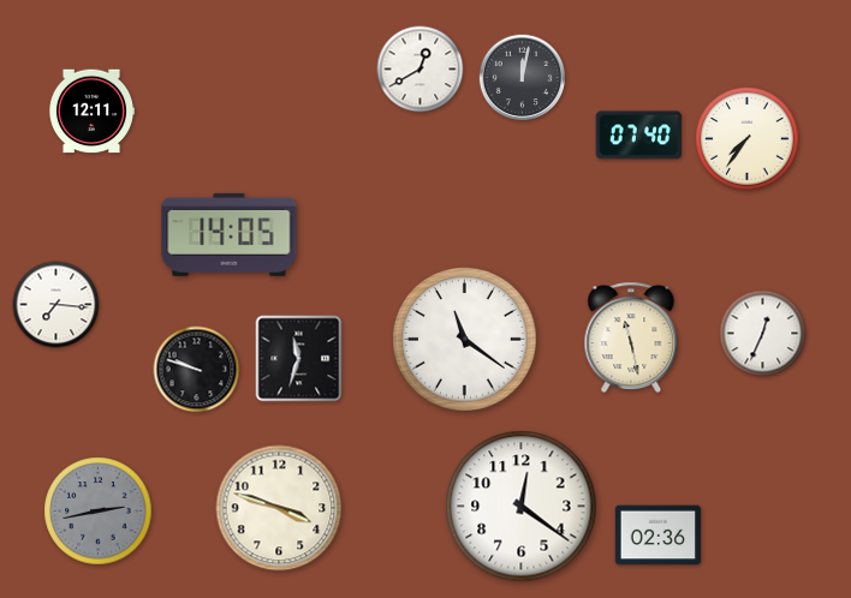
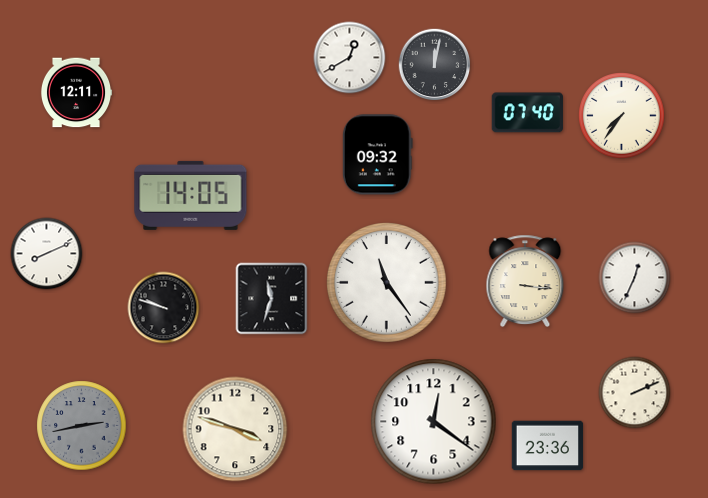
clock at (638, 136) position: (638, 136) -> (527, 113)
clock at (377, 155): none -> 09:32
clock at (56, 305): 7:16 -> 8:11
clock at (631, 337): 11:28 -> 3:16
clock at (465, 340): 11:21 -> 11:24
clock at (299, 359) position: (299, 359) -> (272, 299)
clock at (635, 393): none -> 2:11
clock at (279, 508) position: (279, 508) -> (235, 429)
clock at (659, 536): 02:36 -> 23:36
